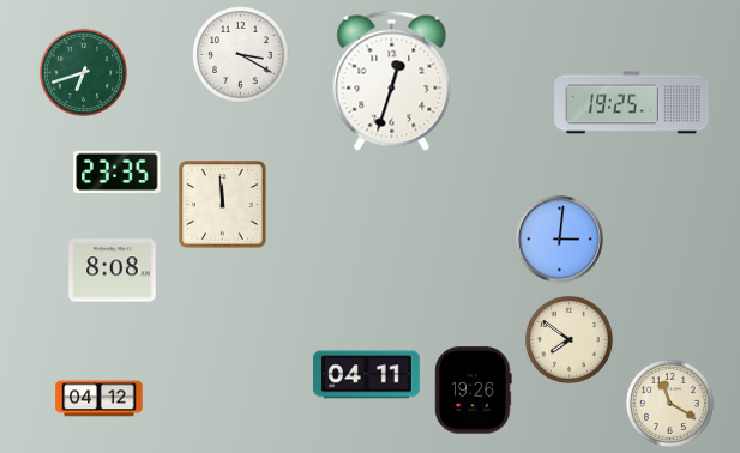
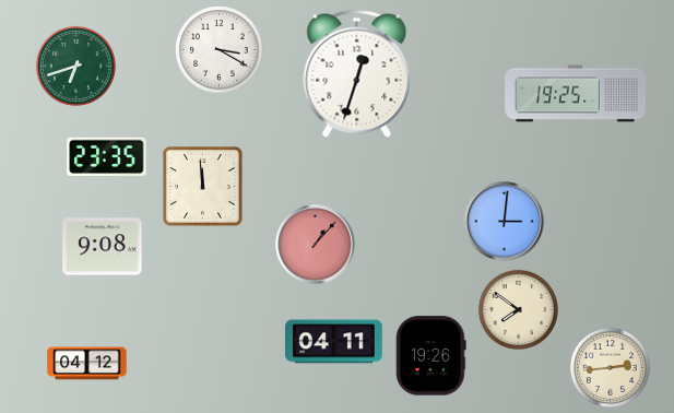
clock at (560, 240) position: (560, 240) -> (505, 222)
clock at (316, 245): none -> 1:07
clock at (113, 271): 8:08 -> 9:08
clock at (100, 399) position: (100, 399) -> (87, 364)
clock at (669, 403): 11:20 -> 2:44
